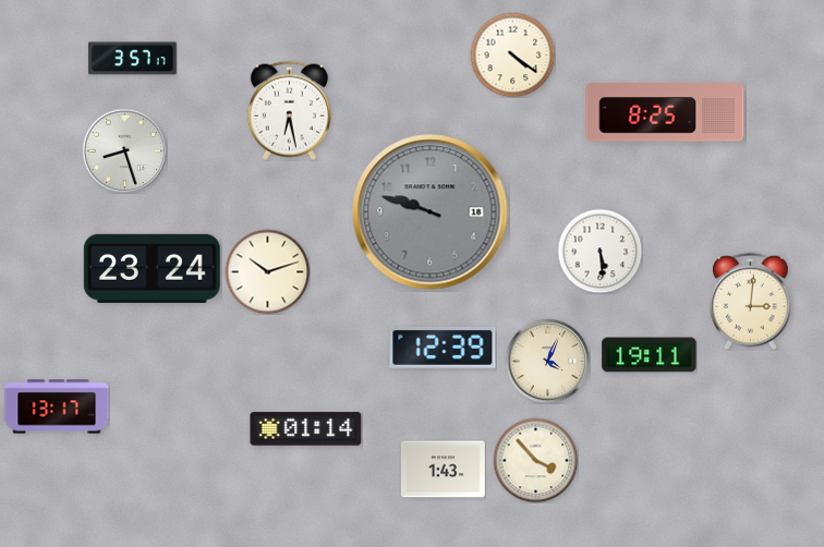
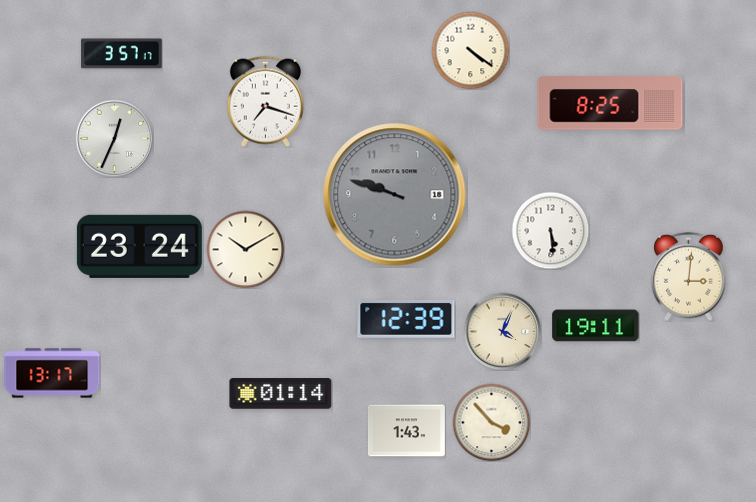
clock at (289, 110): 6:28 -> 7:18
clock at (124, 150): 8:27 -> 12:34
clock at (267, 271): 10:12 -> 10:10
